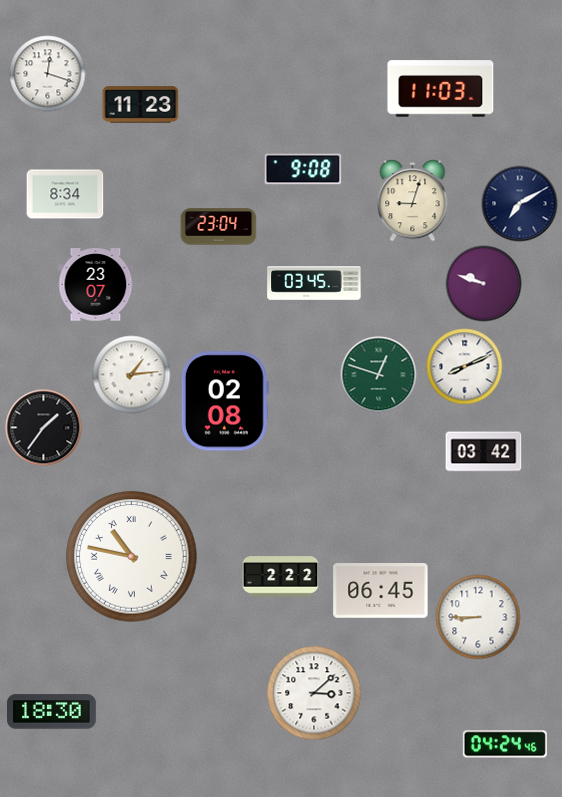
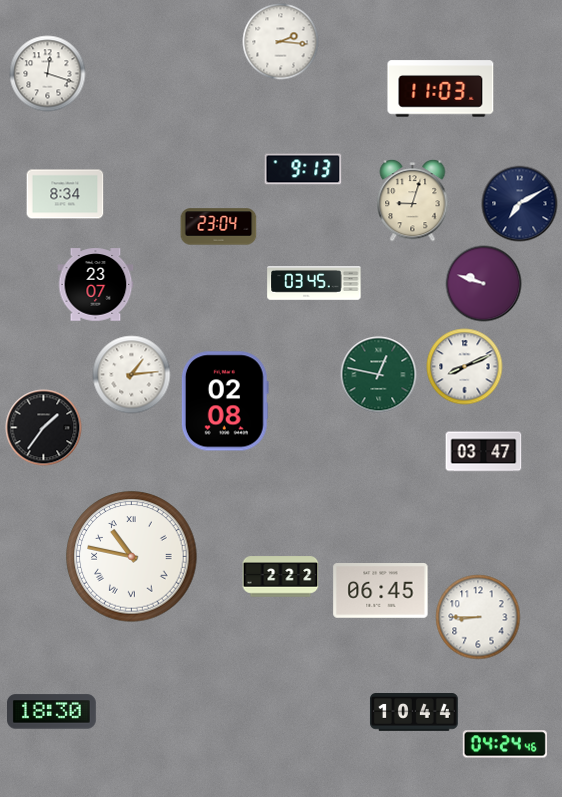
clock at (281, 42): none -> 2:16
clock at (141, 105): 11:23 -> none
clock at (303, 169): 9:08 -> 9:13
clock at (379, 375): 12:48 -> 12:47
clock at (484, 452): 03:42 -> 03:47
clock at (314, 693): 3:08 -> none
clock at (414, 713): none -> 10:44
